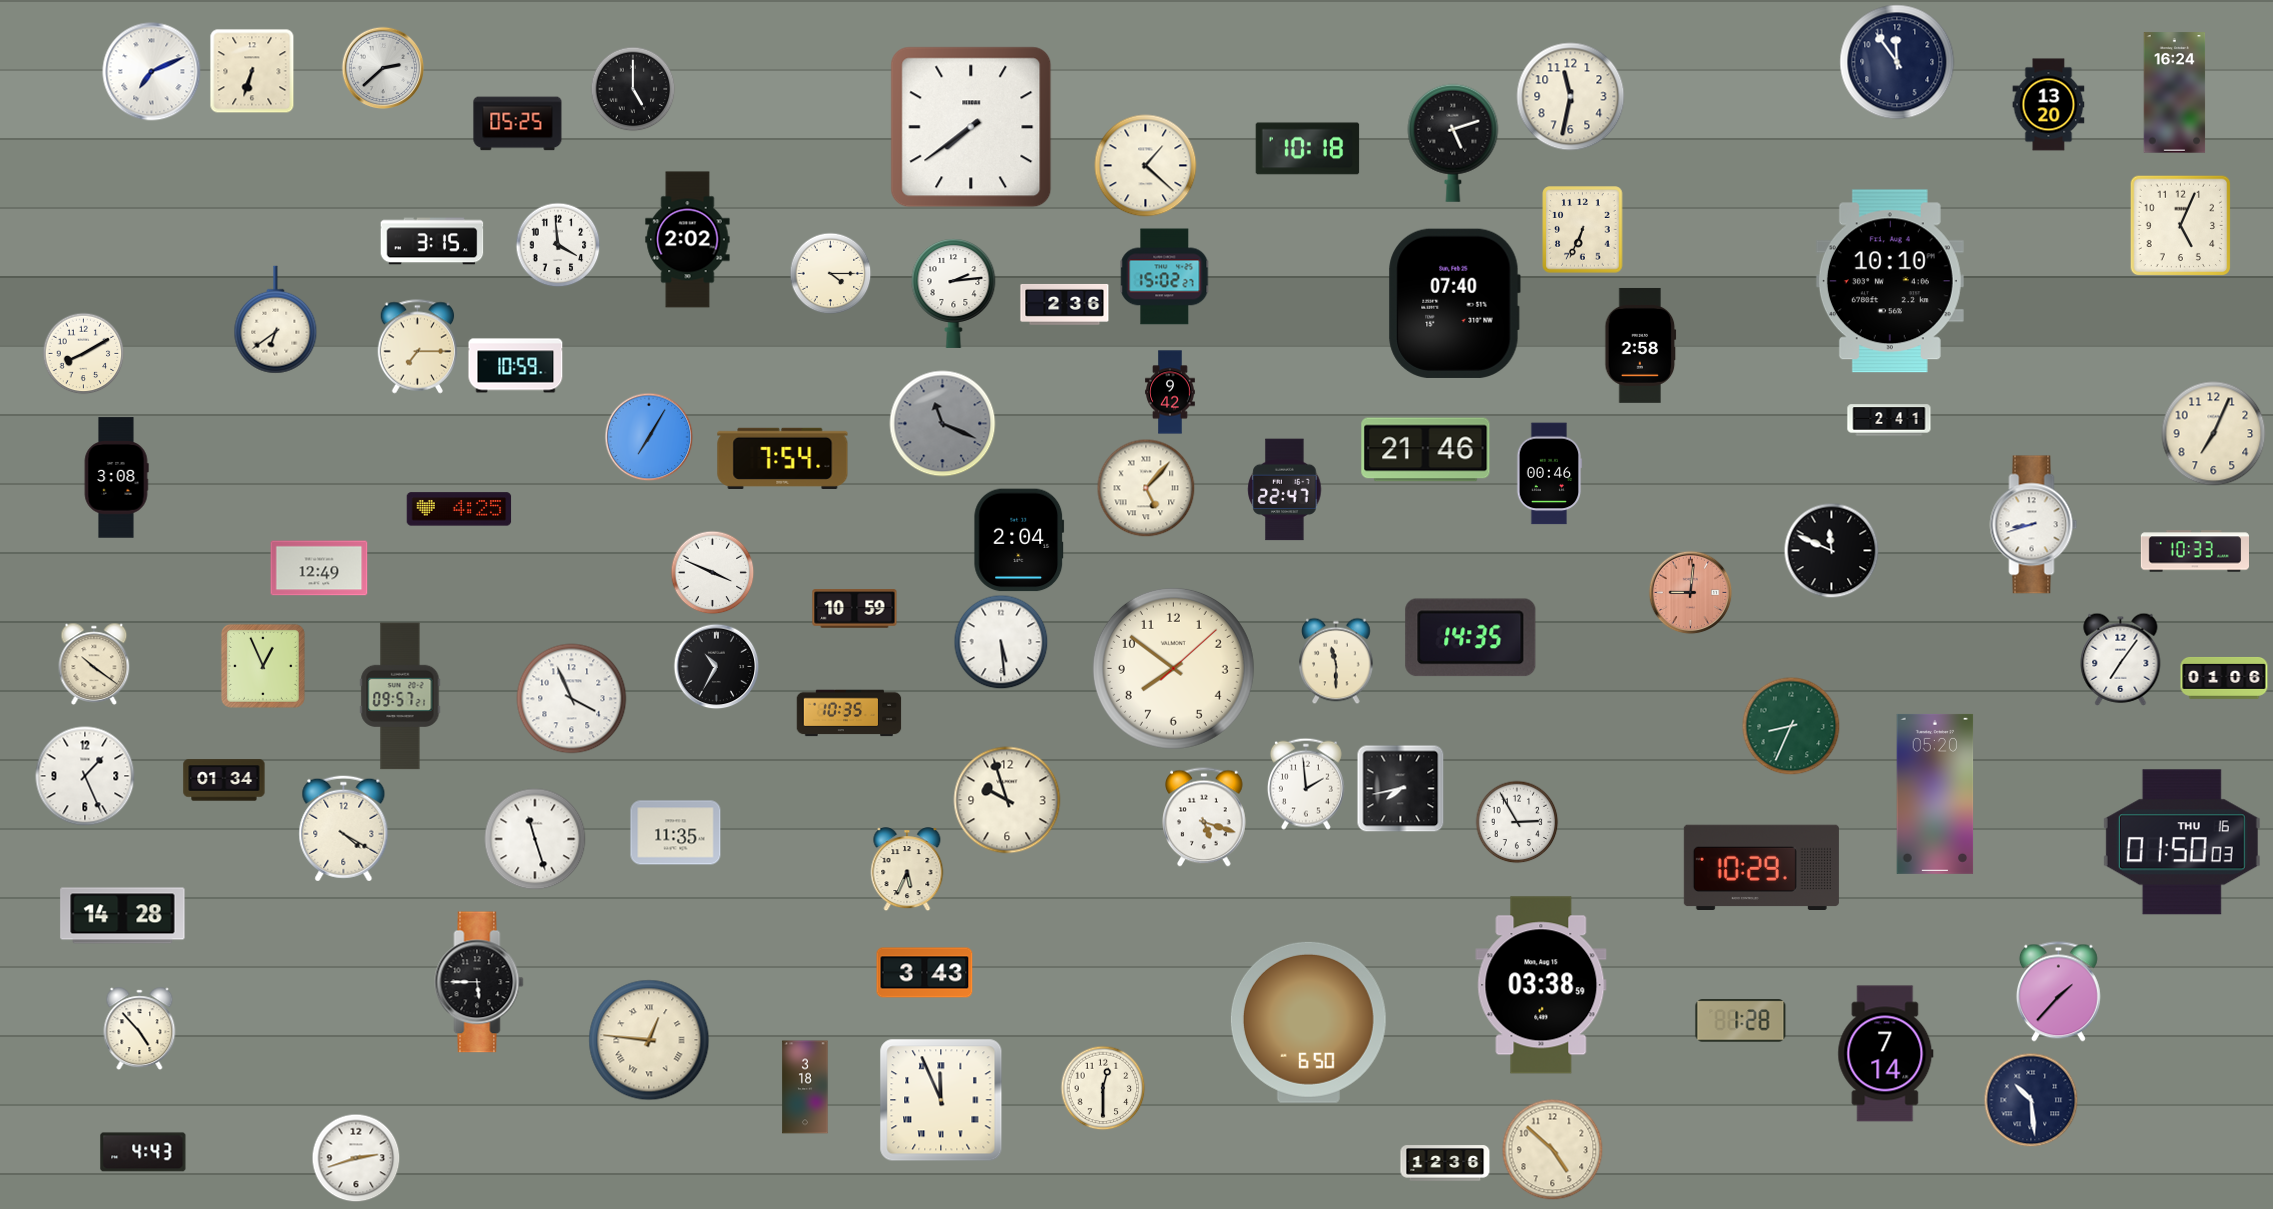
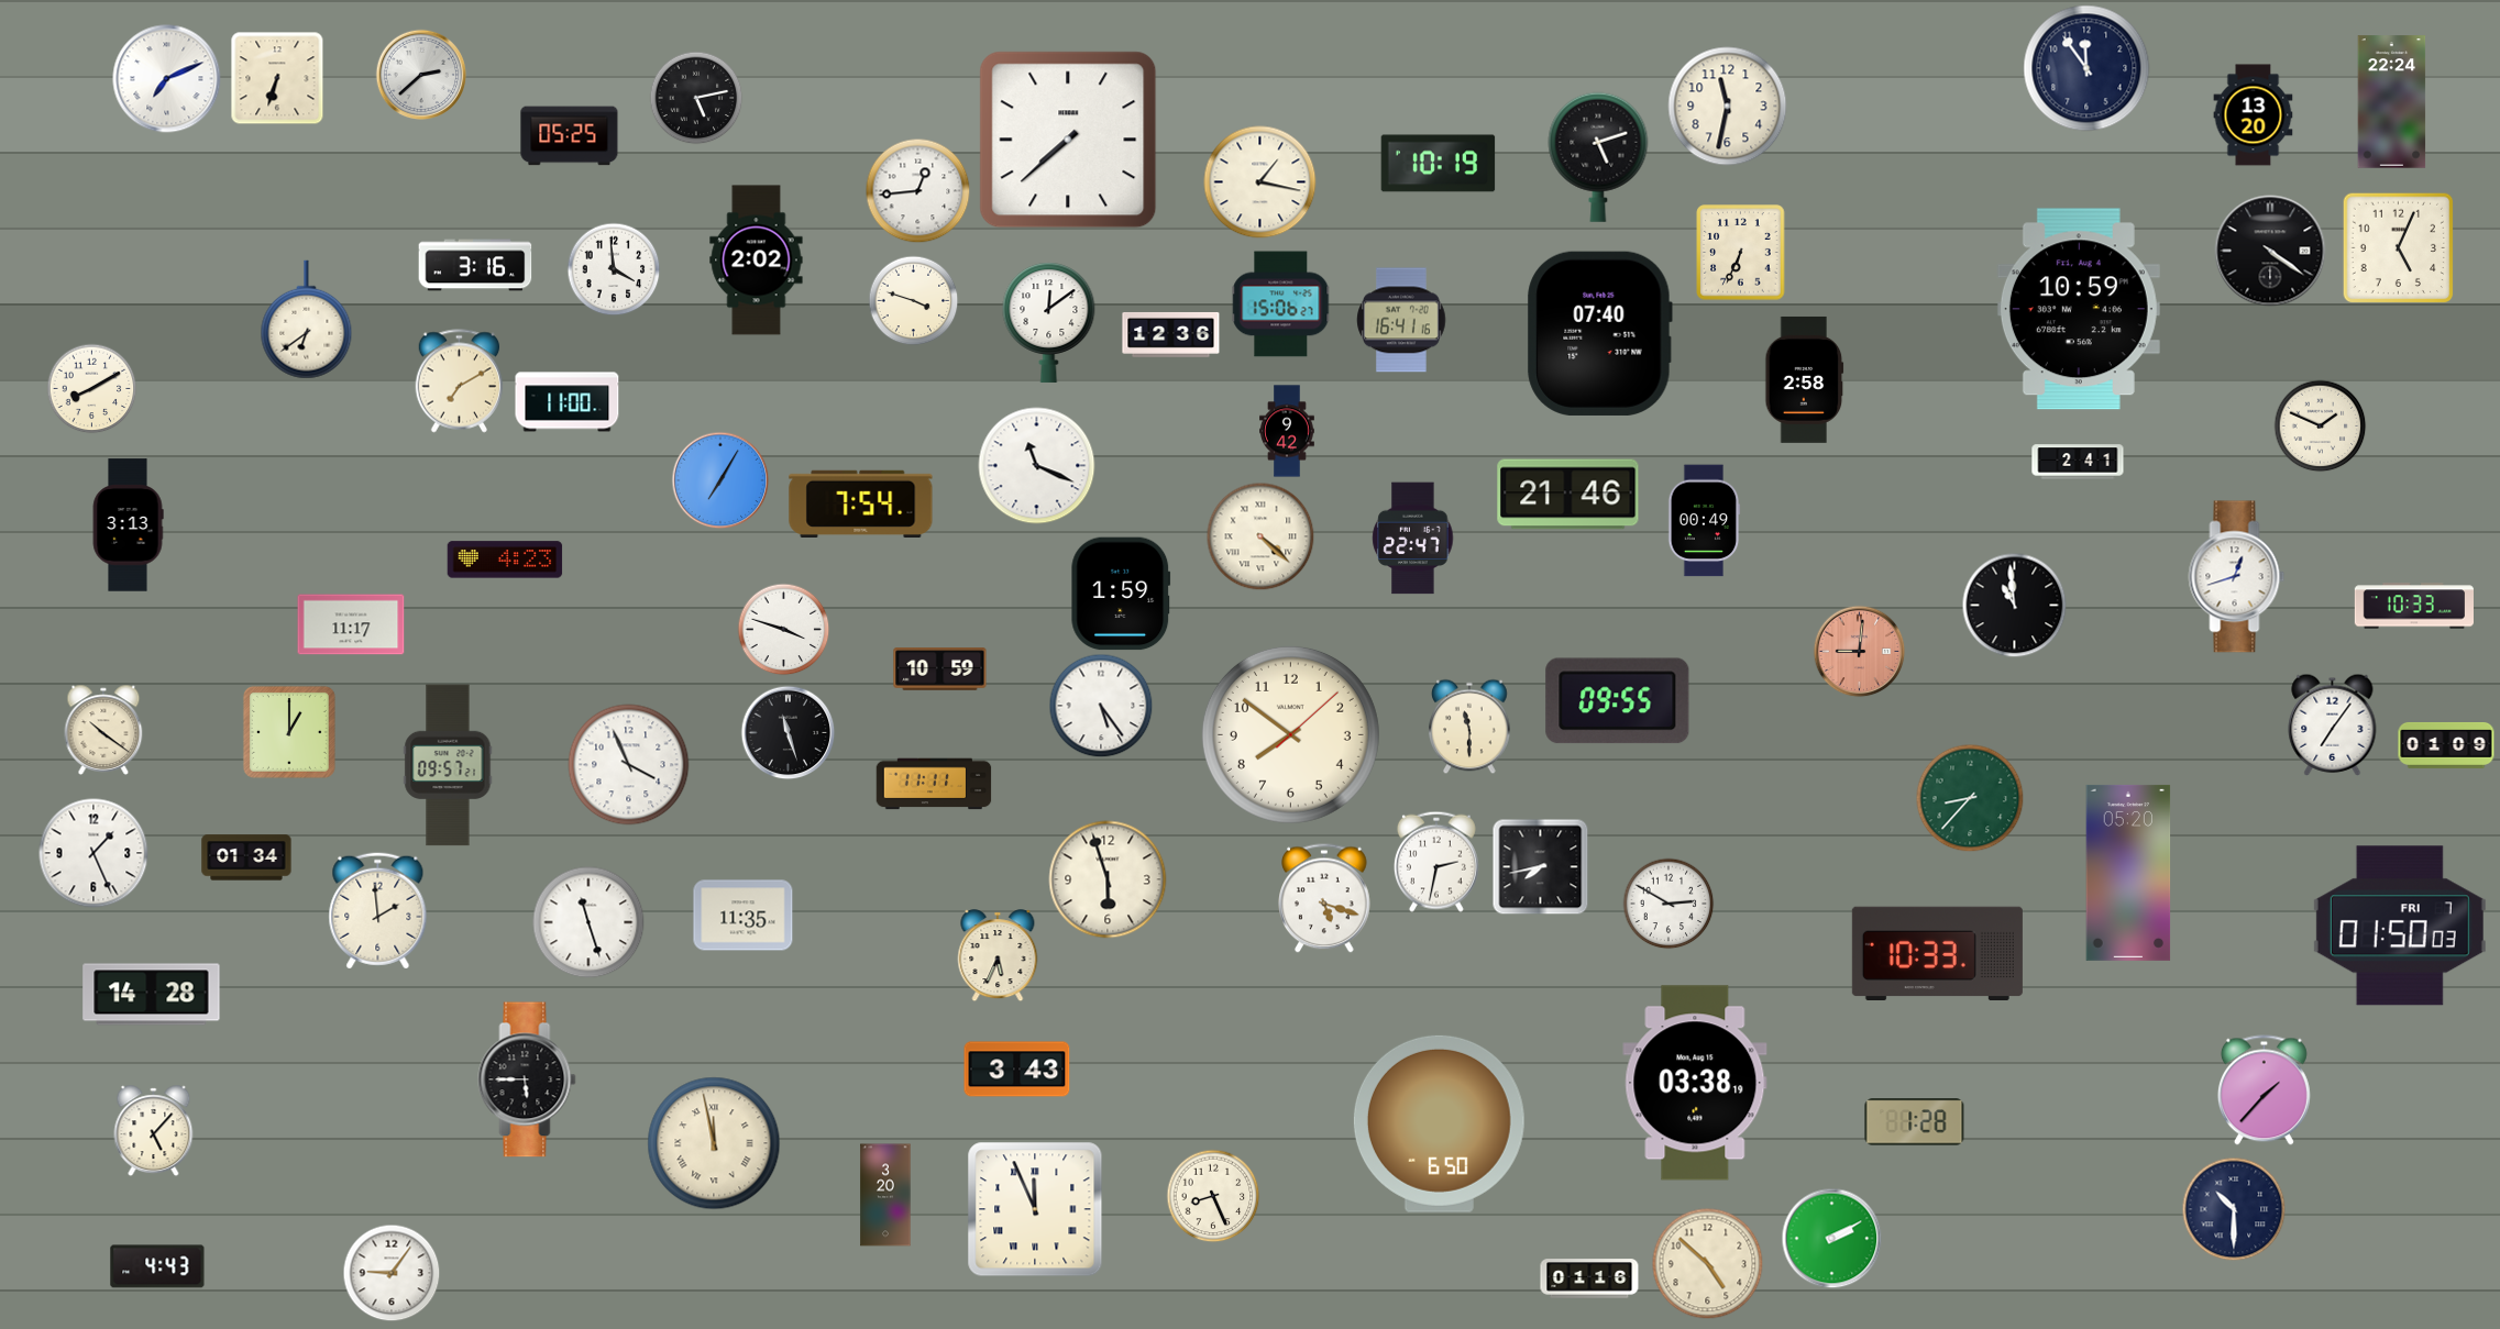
clock at (633, 89): 5:00 -> 5:13
clock at (2175, 93): 16:24 -> 22:24
clock at (971, 127): 7:39 -> 7:38
clock at (1308, 149): 10:18 -> 10:19
clock at (1146, 166): 1:22 -> 1:17
clock at (917, 190): none -> 12:44
clock at (2270, 251): none -> 4:21
clock at (688, 240) position: (688, 240) -> (757, 261)
clock at (432, 241): 3:15 -> 3:16
clock at (830, 273): 4:15 -> 3:48
clock at (1165, 277): 15:02 -> 15:06
clock at (1890, 281): 10:10 -> 10:59
clock at (1401, 320): none -> 16:41
clock at (954, 293): 2:14 -> 12:09
clock at (1065, 304): 2:36 -> 12:36
clock at (276, 320) position: (276, 320) -> (307, 320)
clock at (418, 347): 7:15 -> 7:10
clock at (516, 366): 10:59 -> 11:00
clock at (2320, 425): none -> 1:49
clock at (943, 424) dial: grey -> white
clock at (2214, 434): 7:04 -> none
clock at (649, 437) position: (649, 437) -> (720, 480)
clock at (1549, 474): 00:46 -> 00:49
clock at (116, 478): 3:08 -> 3:13
clock at (1146, 488): 5:07 -> 4:22
clock at (459, 509): 4:25 -> 4:23
clock at (2034, 525): 8:42 -> 12:42
clock at (1019, 540): 2:04 -> 1:59
clock at (1831, 550): 11:49 -> 10:59
clock at (319, 568): 12:49 -> 11:17
clock at (712, 572): 3:49 -> 3:48
clock at (1471, 638): 14:35 -> 09:55
clock at (1001, 642): 5:29 -> 5:24
clock at (263, 666): 12:56 -> 1:00
clock at (716, 666): 10:35 -> 11:27
clock at (2224, 678): 01:06 -> 01:09
clock at (400, 696) position: (400, 696) -> (448, 765)
clock at (572, 699) position: (572, 699) -> (629, 765)
clock at (849, 713): 10:35 -> 11:11
clock at (1791, 726): 8:34 -> 8:37
clock at (1306, 784): 1:59 -> 2:32
clock at (1007, 800): 9:57 -> 5:57
clock at (1517, 822): 2:55 -> 2:50
clock at (344, 829): 4:20 -> 1:59
clock at (2182, 842) date: THU 16 -> FRI 7
clock at (1761, 867): 10:29 -> 10:33
clock at (123, 916) position: (123, 916) -> (152, 995)
clock at (1541, 985): 03:38:59 -> 03:38:19
clock at (140, 1029): 4:53 -> 5:07
clock at (649, 1040): 12:46 -> 11:58
clock at (1886, 1054): 7:14 -> none
clock at (805, 1087): 3:18 -> 3:20
clock at (1103, 1088): 12:30 -> 8:26
clock at (2031, 1100): 10:29 -> 10:30
clock at (1831, 1238): none -> 2:10
clock at (356, 1158): 2:42 -> 9:06
clock at (1445, 1163): 12:36 -> 01:16
